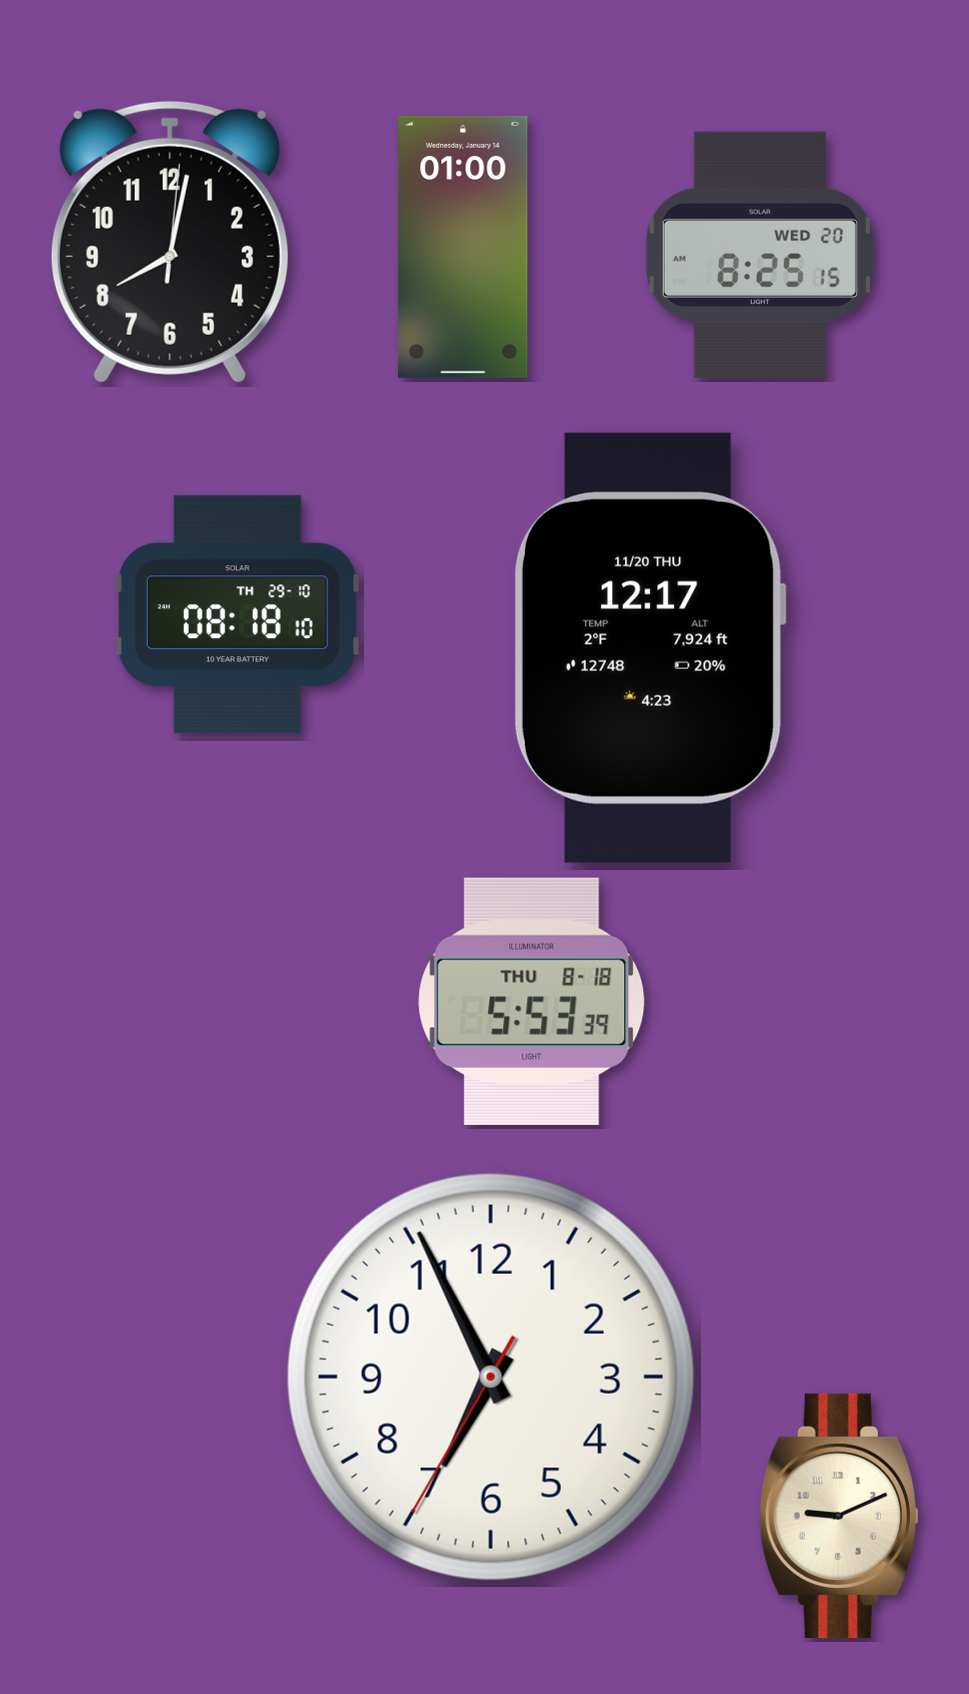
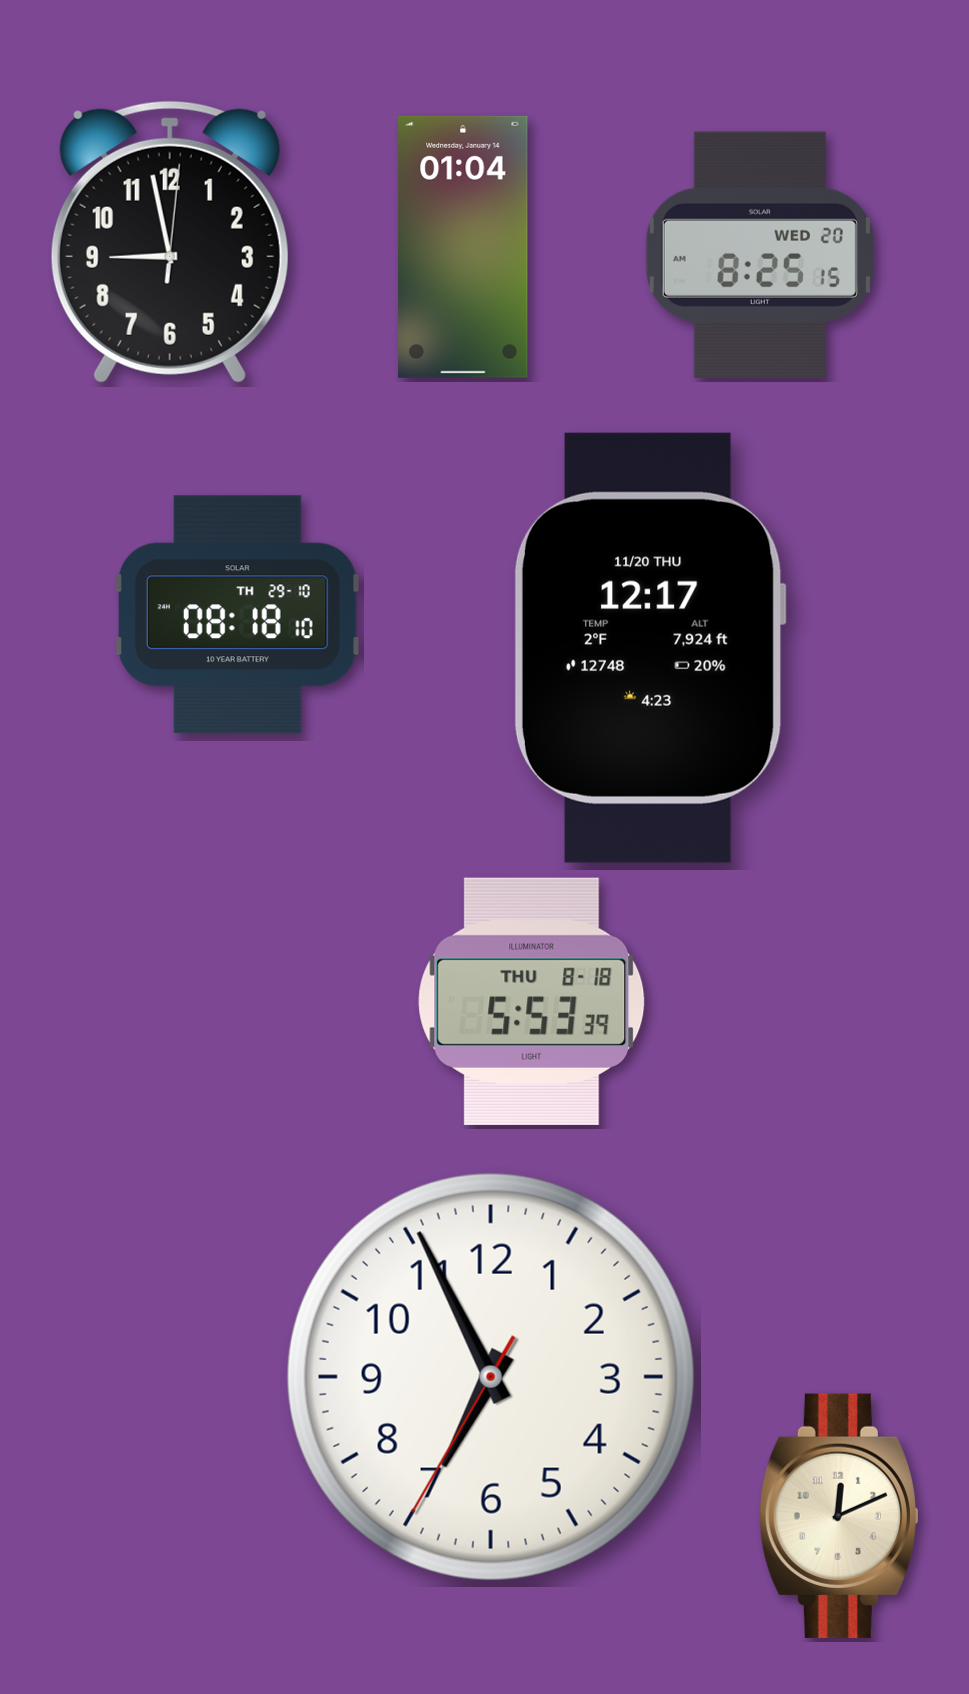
clock at (170, 242): 8:02 -> 8:58
clock at (463, 247): 01:00 -> 01:04
clock at (839, 1516): 9:11 -> 12:11
